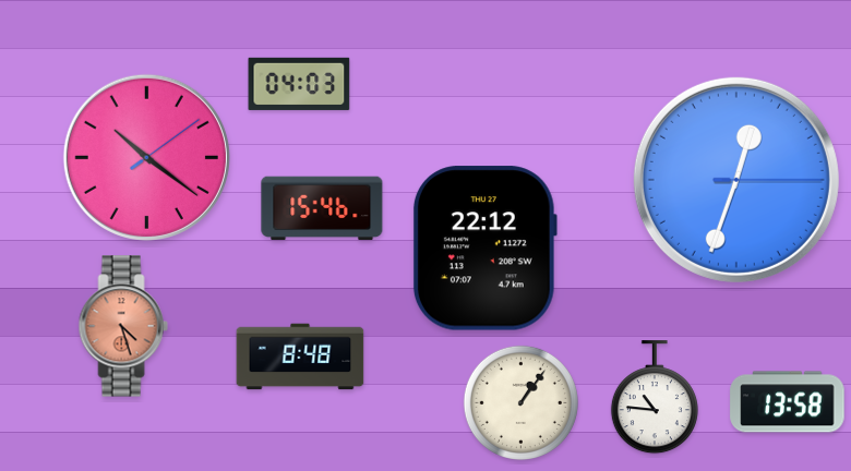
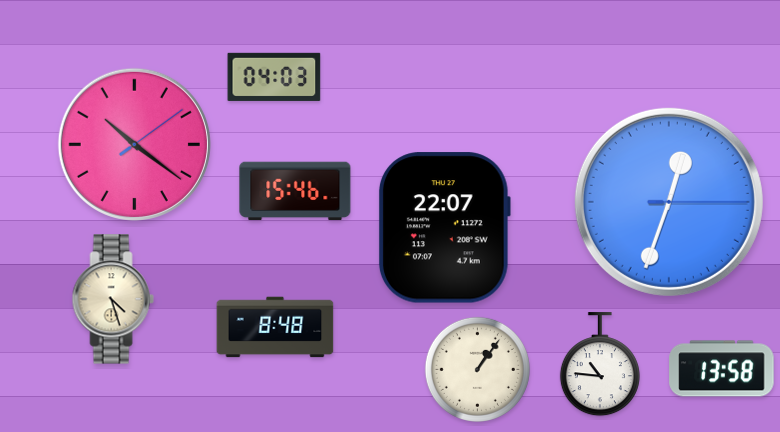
clock at (736, 180) position: (736, 180) -> (669, 202)
clock at (484, 249): 22:12 -> 22:07
clock at (123, 326) dial: salmon -> cream
